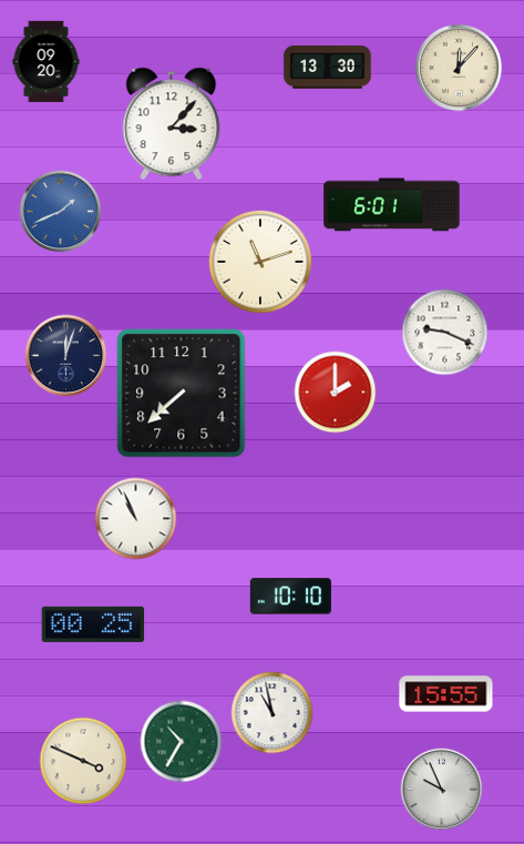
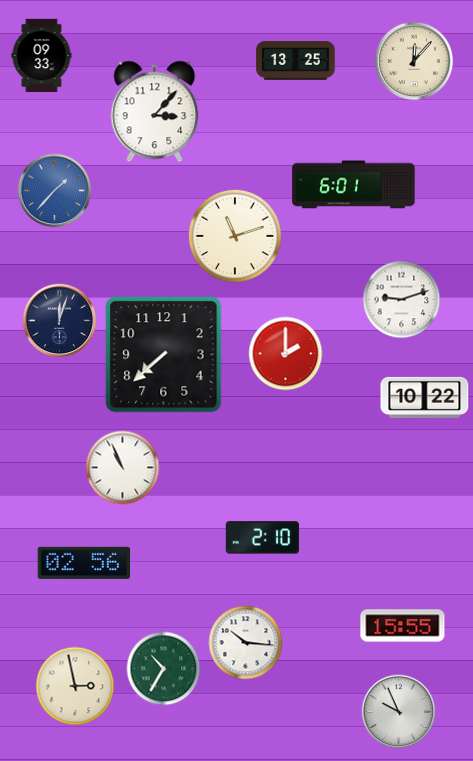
clock at (47, 62): 09:20 -> 09:33
clock at (328, 68): 13:30 -> 13:25
clock at (61, 212): 1:41 -> 1:37
clock at (445, 333): 9:19 -> 9:12
clock at (336, 393) position: (336, 393) -> (286, 354)
clock at (425, 397): none -> 10:22
clock at (290, 597): 10:10 -> 2:10
clock at (93, 624): 00:25 -> 02:56
clock at (273, 713): 10:58 -> 10:16
clock at (83, 761): 3:49 -> 2:58
